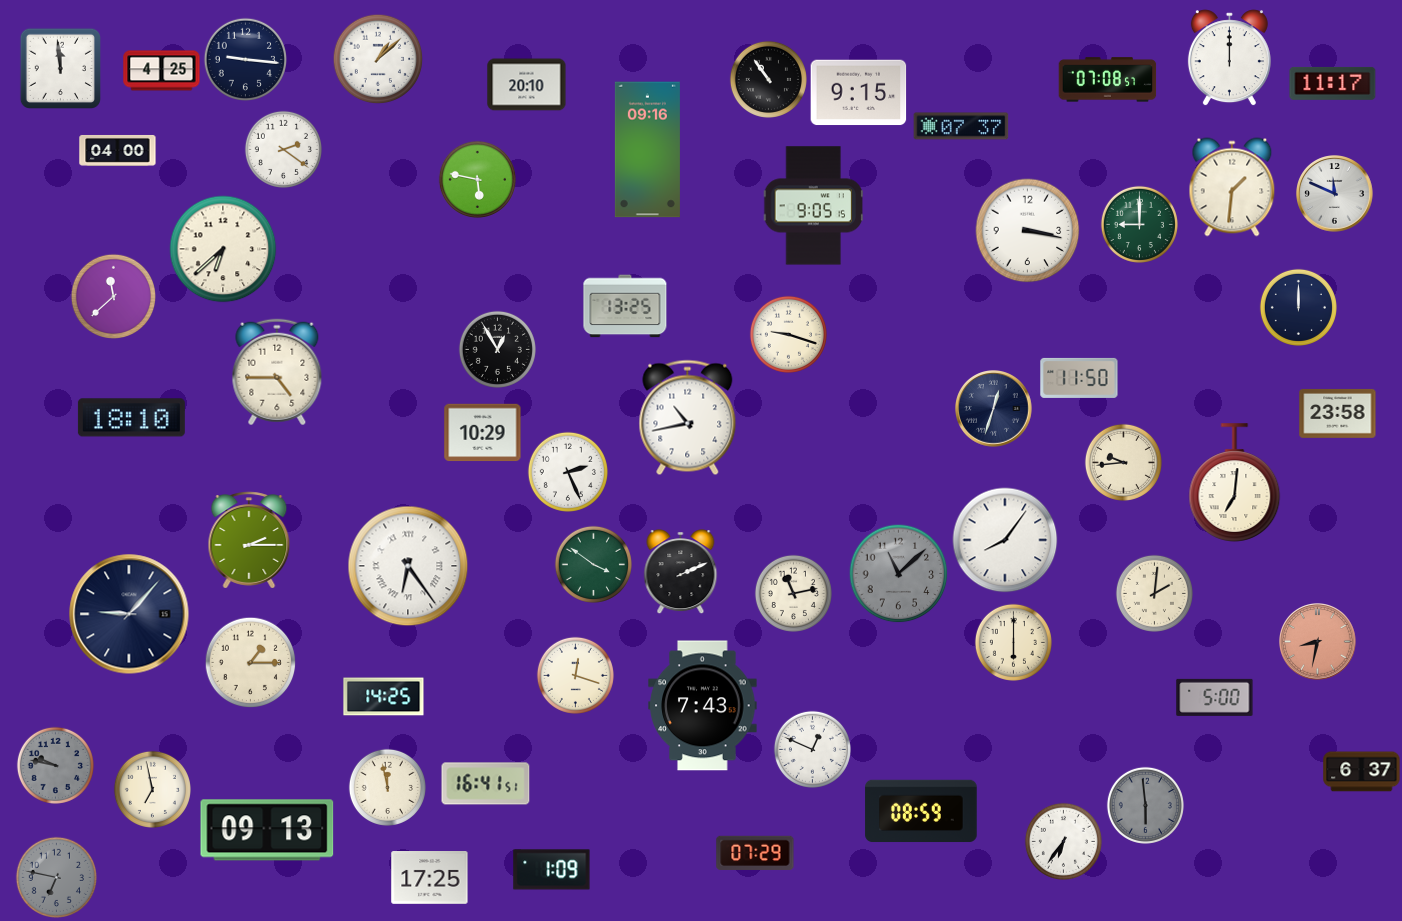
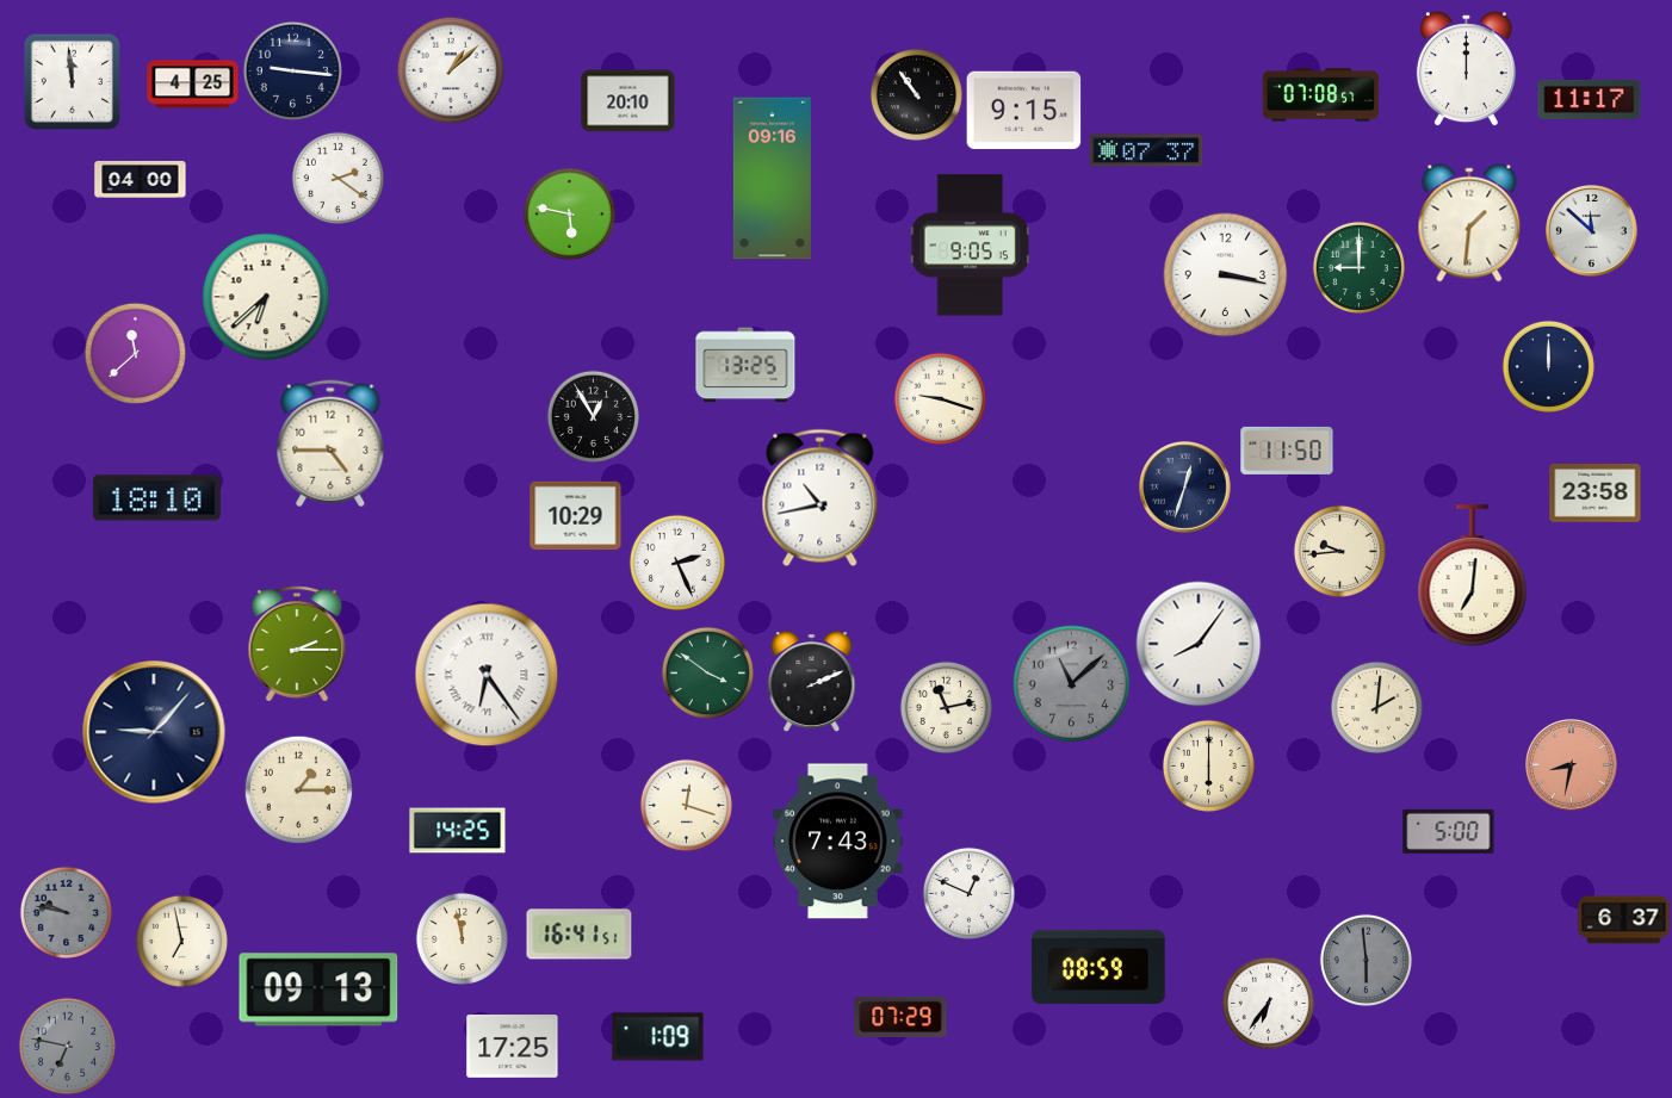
clock at (1335, 194): 11:49 -> 11:52
